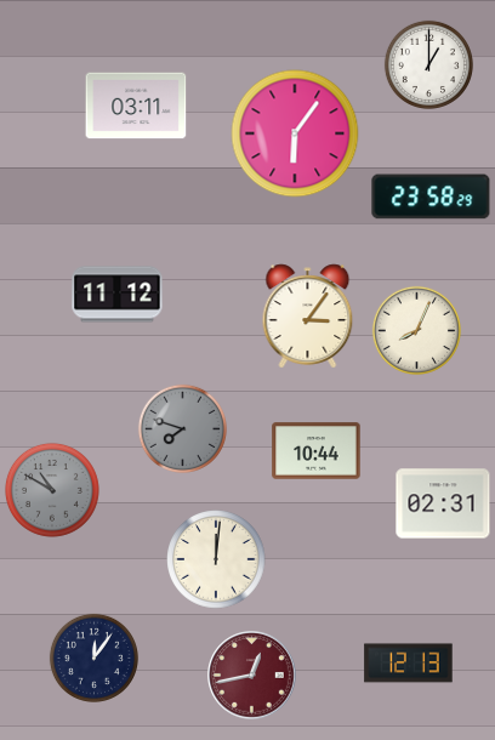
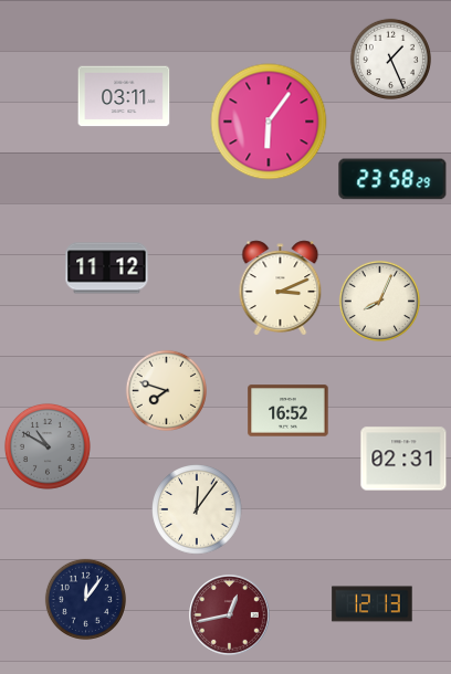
clock at (428, 64): 1:00 -> 1:26
clock at (308, 317): 3:06 -> 3:11
clock at (182, 428) dial: grey -> cream
clock at (317, 451): 10:44 -> 16:52
clock at (216, 559): 12:01 -> 12:06
